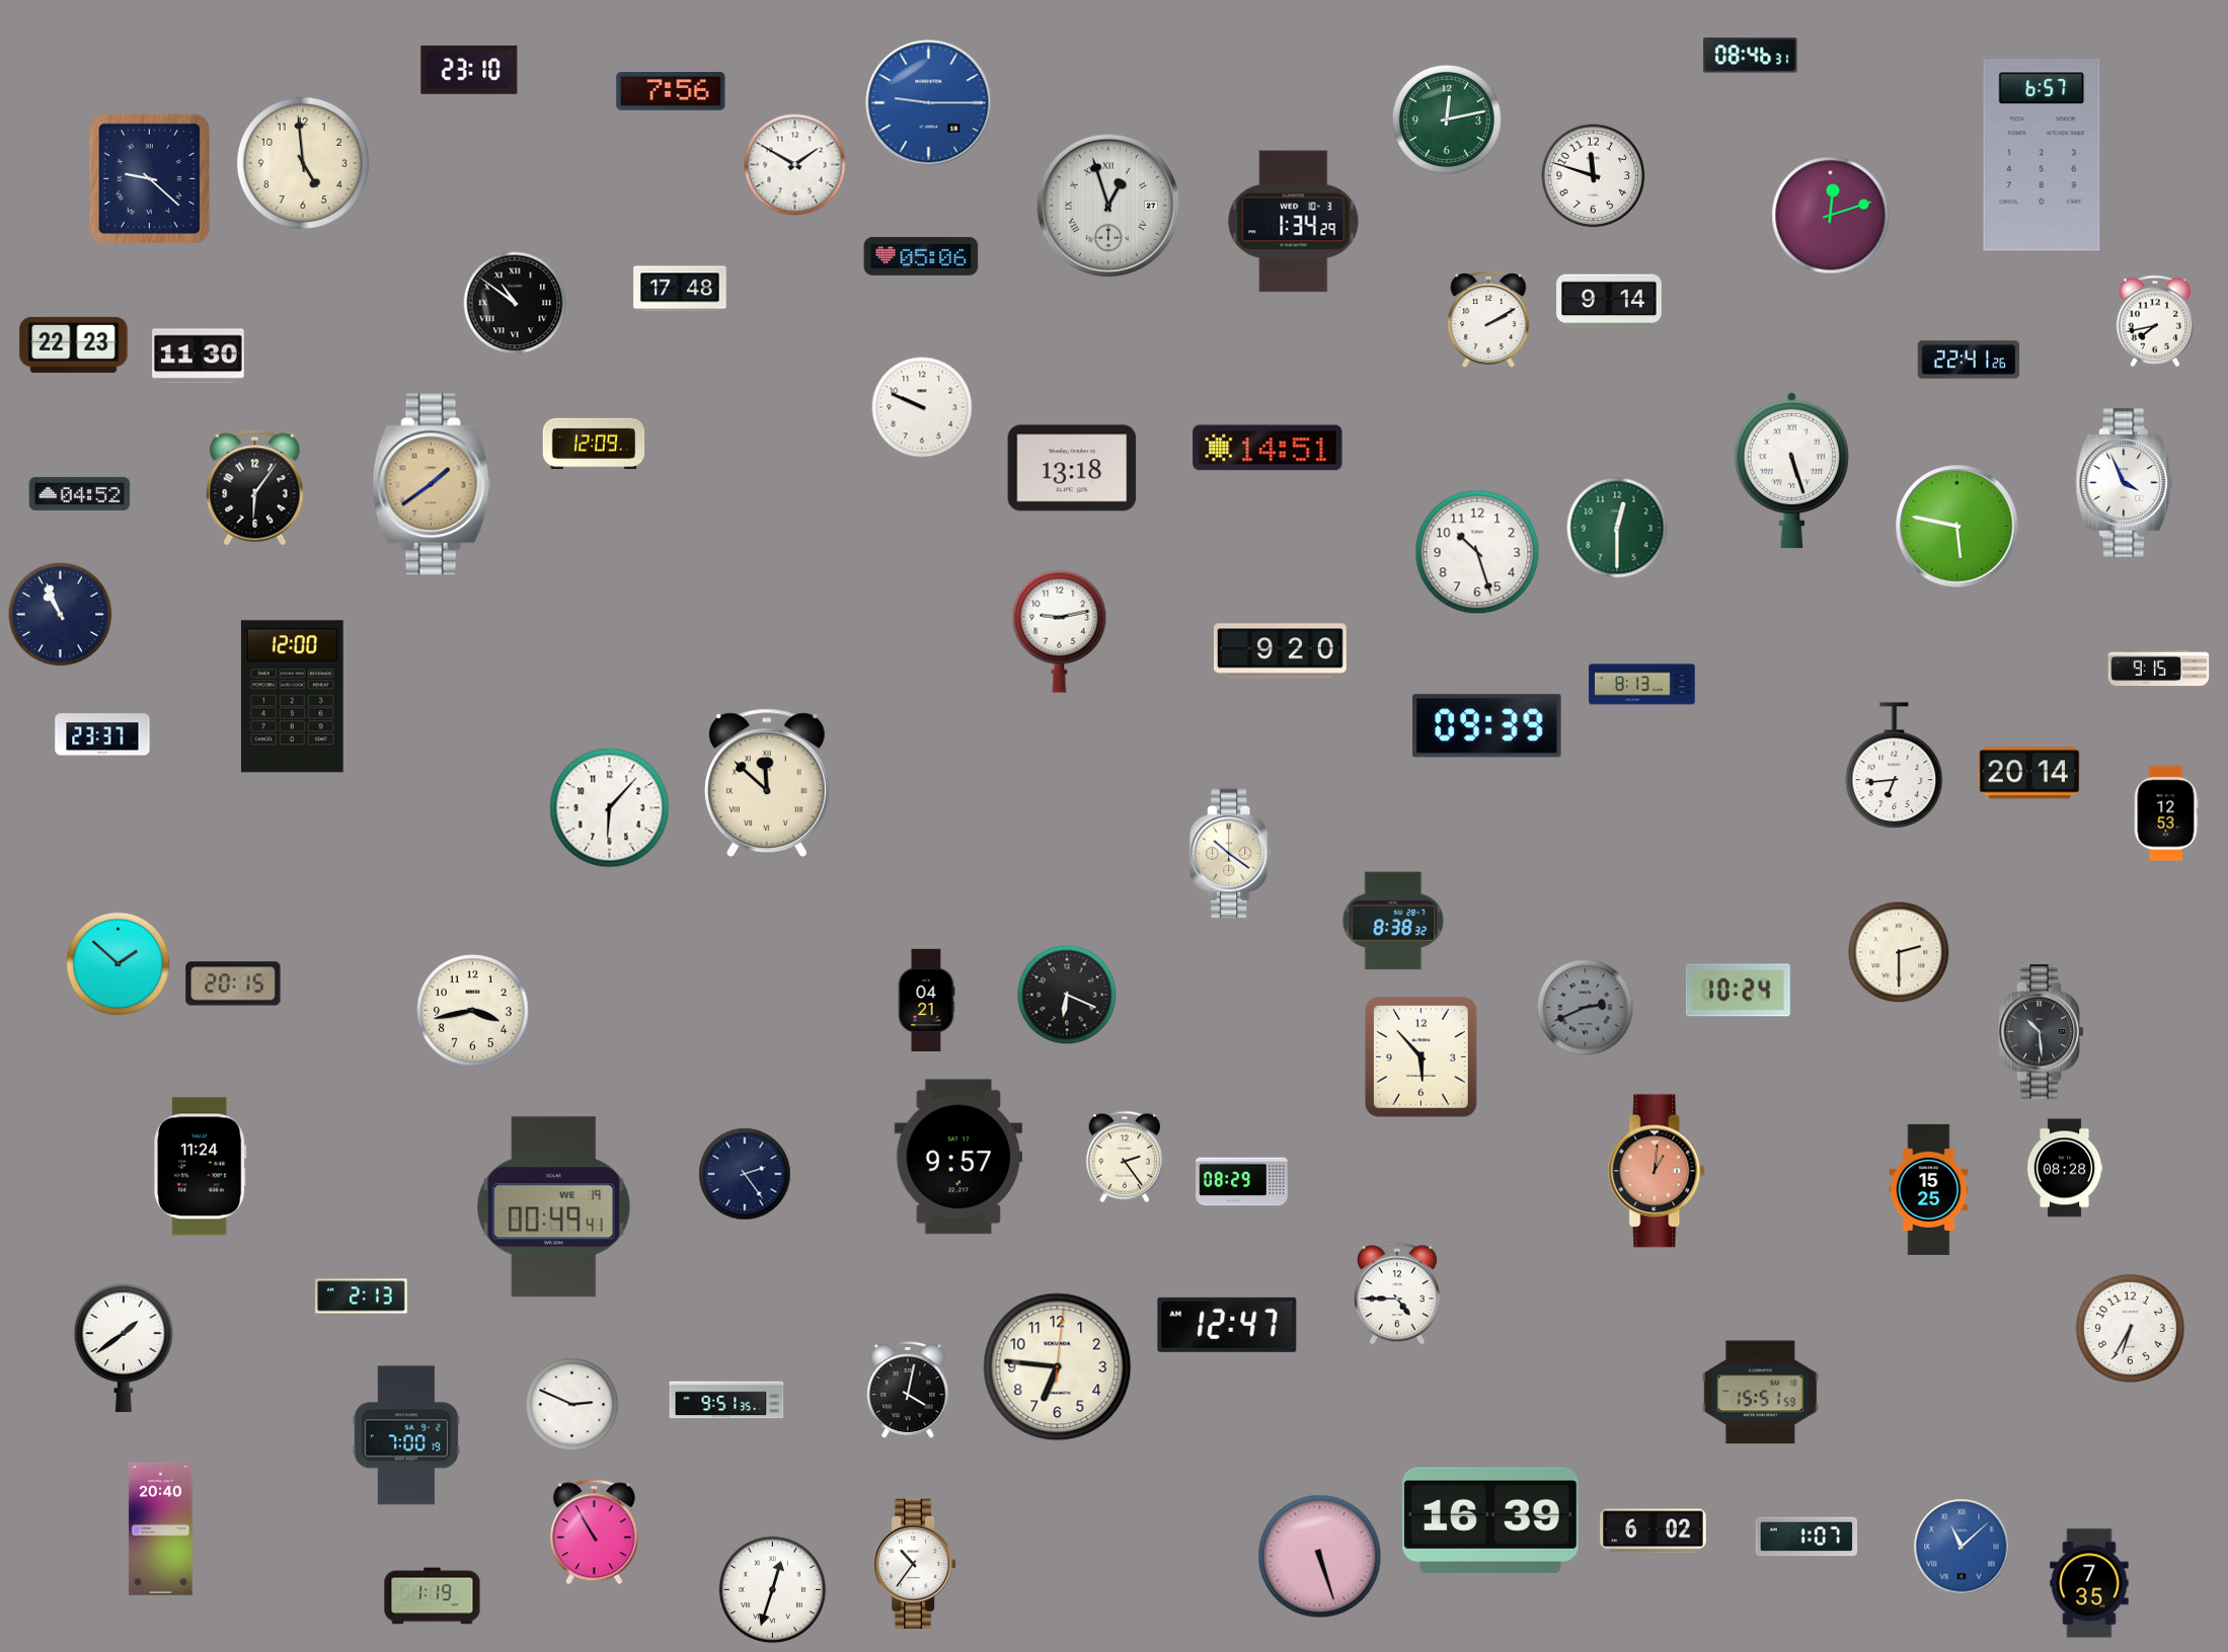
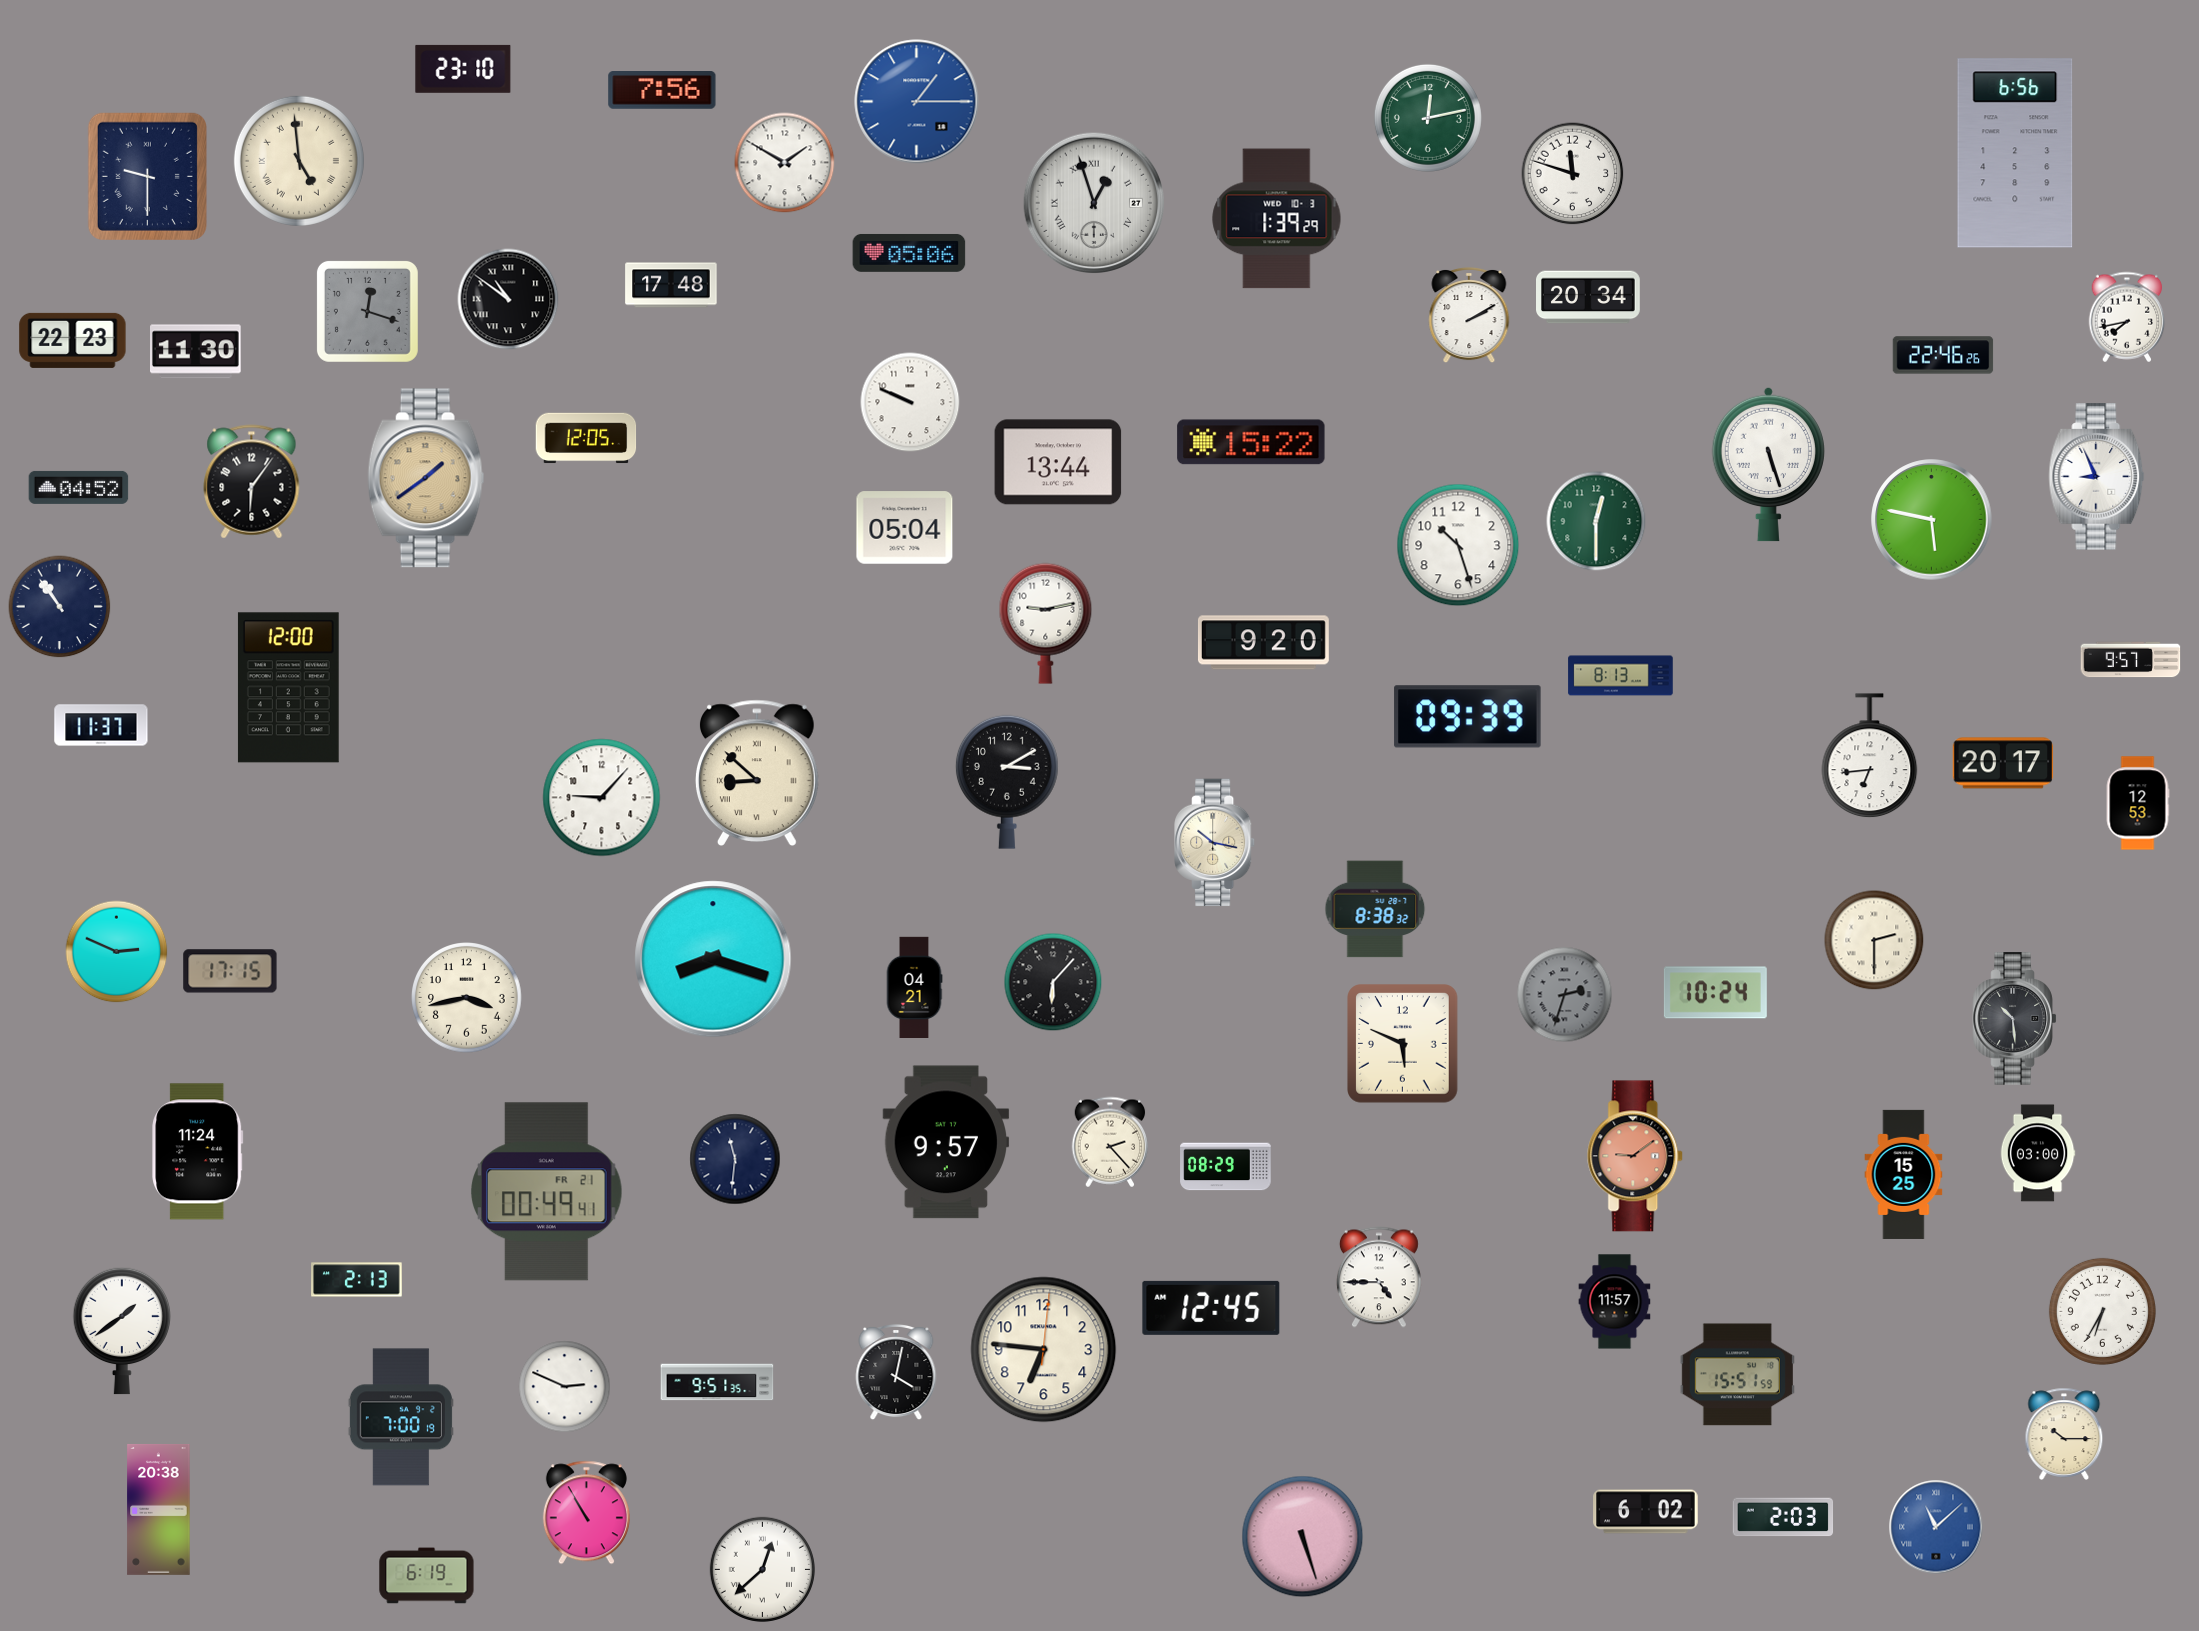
clock at (1751, 56): 08:46 -> none
clock at (929, 103): 9:15 -> 1:15
clock at (2042, 155): 6:57 -> 6:56
clock at (303, 163) numerals: Arabic -> Roman
clock at (149, 178): 9:22 -> 9:30
clock at (1831, 216): 12:12 -> none
clock at (1294, 222): 1:34 -> 1:39
clock at (1610, 301): 9:14 -> 20:34
clock at (367, 311): none -> 12:18
clock at (1969, 360): 22:41 -> 22:46
clock at (594, 444): 12:09 -> 12:05
clock at (1267, 448): 14:51 -> 15:22
clock at (1072, 468): 13:18 -> 13:44
clock at (2125, 483): 3:56 -> 8:56
clock at (905, 528): none -> 05:04
clock at (61, 615): 10:56 -> 10:54
clock at (2159, 668): 9:15 -> 9:57
clock at (102, 734): 23:37 -> 11:37
clock at (2029, 773): 20:14 -> 20:17
clock at (767, 782): 11:52 -> 8:52
clock at (1007, 782): none -> 3:10
clock at (610, 808): 6:07 -> 9:07
clock at (1231, 854): 10:21 -> 10:17
clock at (119, 964): 1:52 -> 2:49
clock at (713, 959): none -> 8:18
clock at (233, 984): 20:15 -> 17:15
clock at (1738, 991) position: (1738, 991) -> (1715, 993)
clock at (1067, 995): 6:19 -> 6:07
clock at (1586, 1008): 2:41 -> 2:33
clock at (1422, 1057): 5:53 -> 5:49
clock at (1125, 1157): 2:24 -> 2:23
clock at (2065, 1168): 08:28 -> 03:00
clock at (1658, 1171): 1:01 -> 9:09
clock at (745, 1174): 2:24 -> 11:31
clock at (554, 1207) date: WE 19 -> FR 21
clock at (1615, 1302): none -> 11:57
clock at (1227, 1325): 12:47 -> 12:45
clock at (2064, 1434): none -> 10:15
clock at (1491, 1519): 16:39 -> none
clock at (161, 1528): 20:40 -> 20:38
clock at (1654, 1531) position: (1654, 1531) -> (1646, 1512)
clock at (1807, 1537): 1:07 -> 2:03
clock at (915, 1563): 10:36 -> none
clock at (2089, 1583): 7:35 -> none
clock at (772, 1589): 12:33 -> 12:38
clock at (433, 1596): 1:19 -> 6:19
